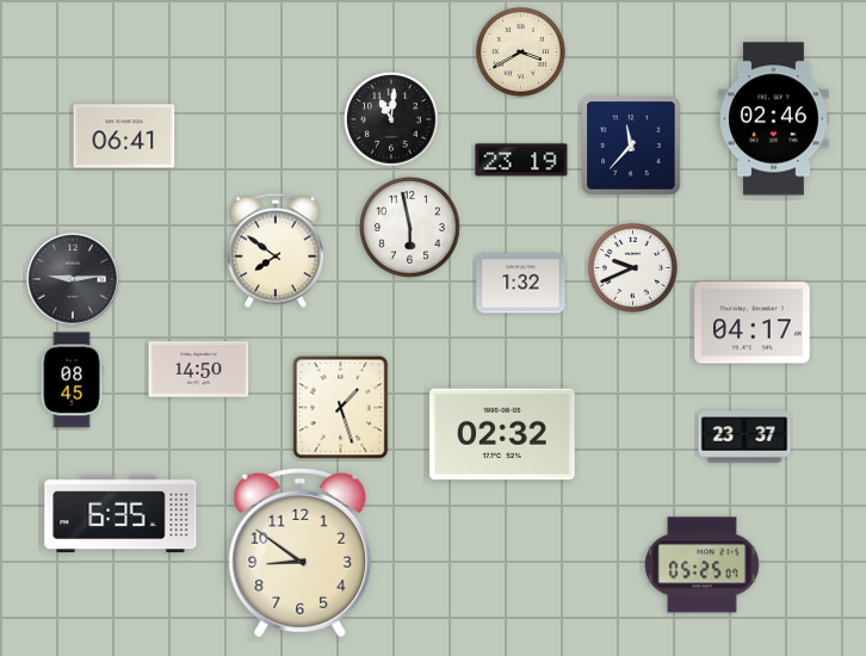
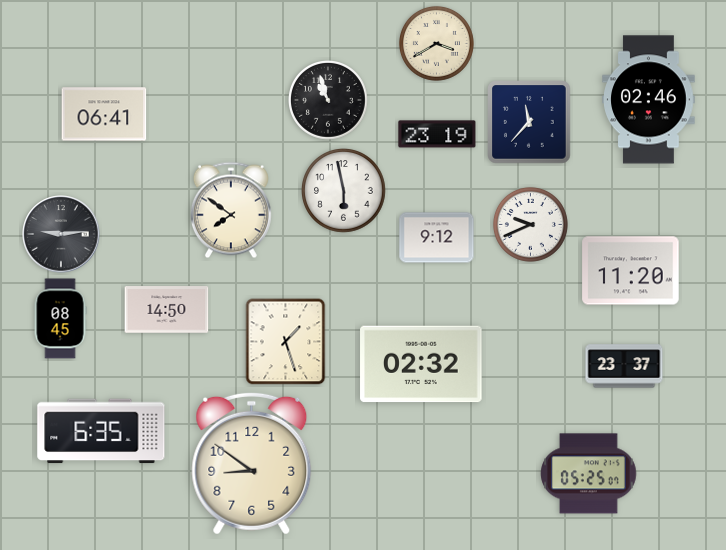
clock at (392, 120): 11:01 -> 10:57
clock at (521, 284): 1:32 -> 9:12
clock at (753, 323): 04:17 -> 11:20
